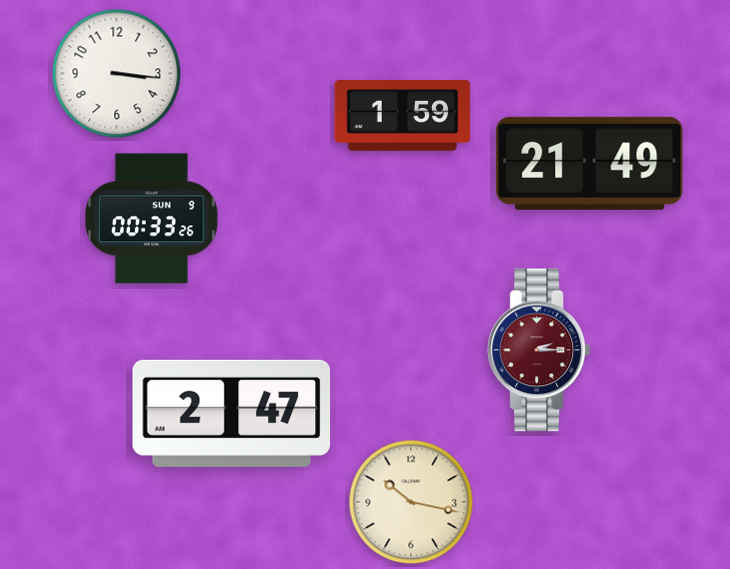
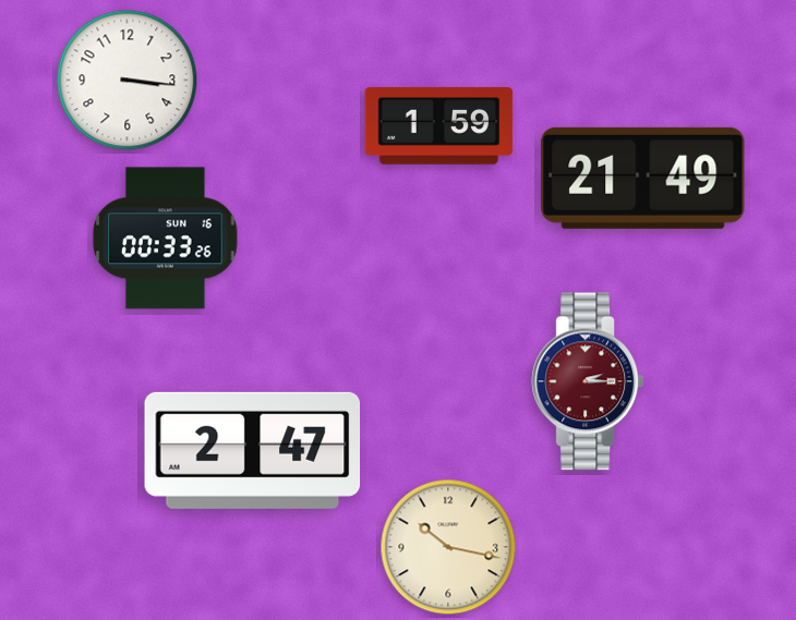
clock at (152, 219) date: SUN 9 -> SUN 16
